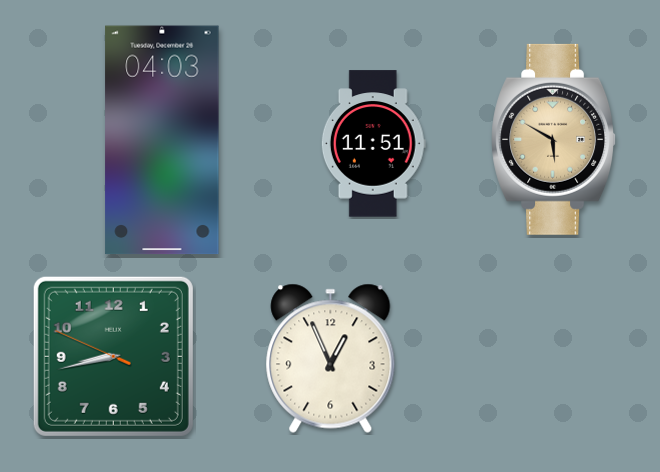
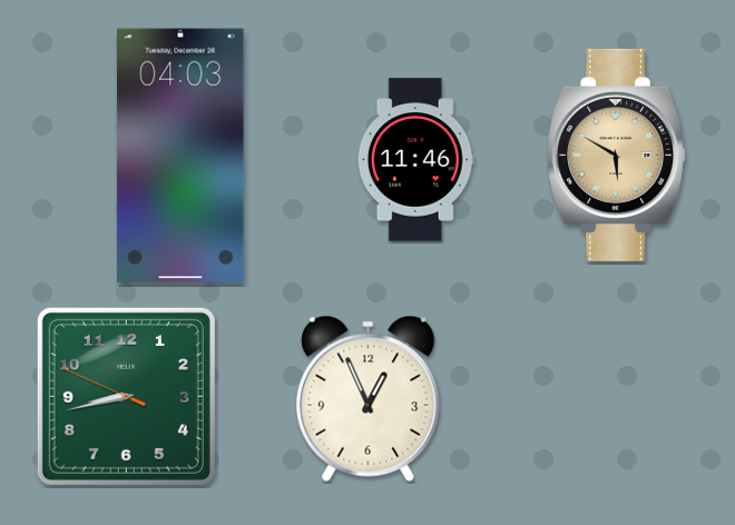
clock at (373, 144): 11:51 -> 11:46
